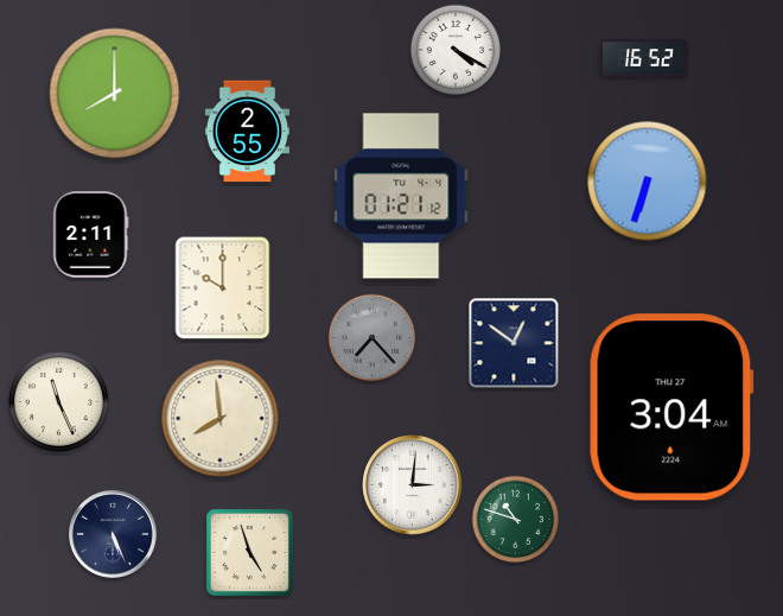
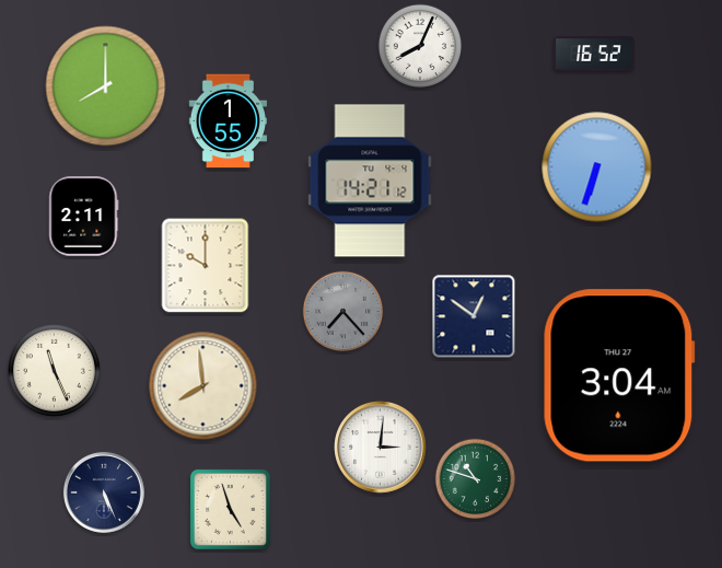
clock at (454, 49): 4:20 -> 8:04
clock at (248, 132): 2:55 -> 1:55
clock at (401, 196): 01:21 -> 14:21
